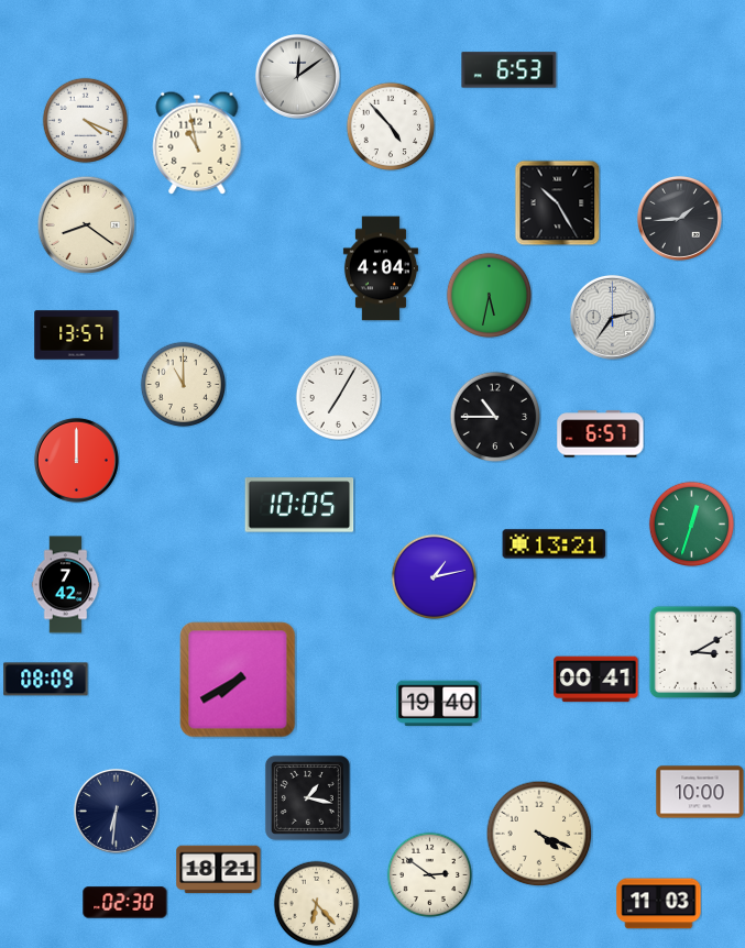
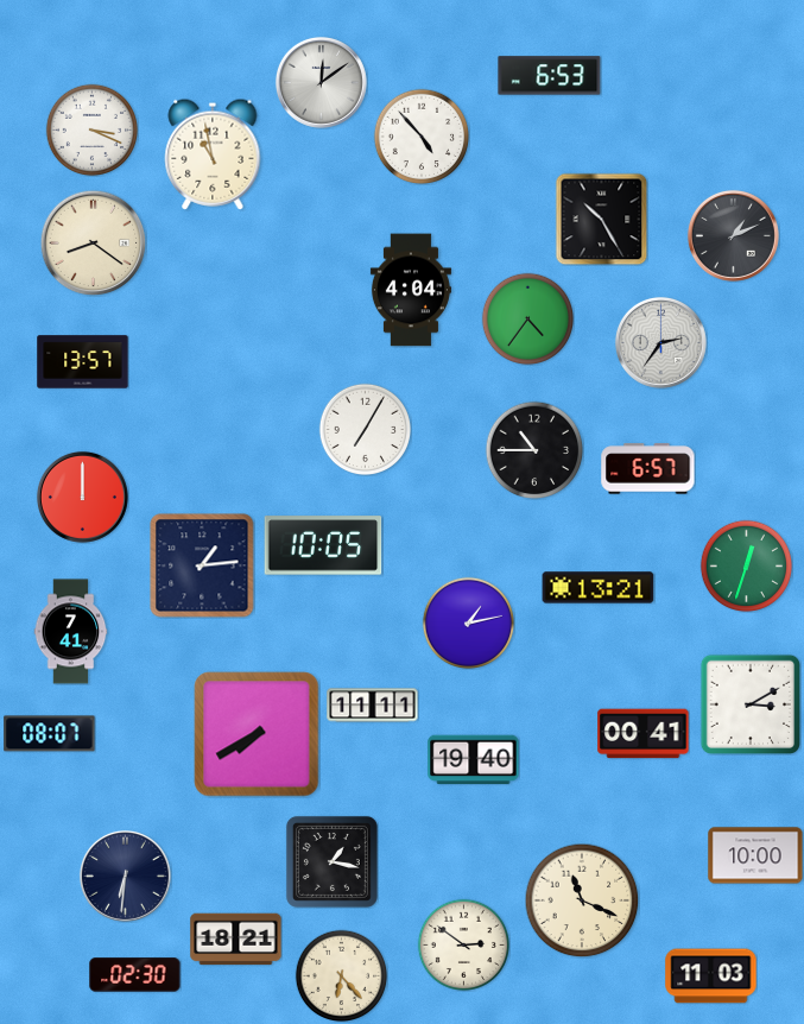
clock at (85, 120): 4:19 -> 3:19
clock at (679, 218): 1:44 -> 1:11
clock at (489, 295): 5:32 -> 4:36
clock at (183, 384): 11:00 -> none
clock at (202, 565): none -> 1:14
clock at (66, 585): 7:42 -> 7:41
clock at (373, 706): none -> 11:11
clock at (46, 680): 08:09 -> 08:07
clock at (539, 834): 4:19 -> 11:19
